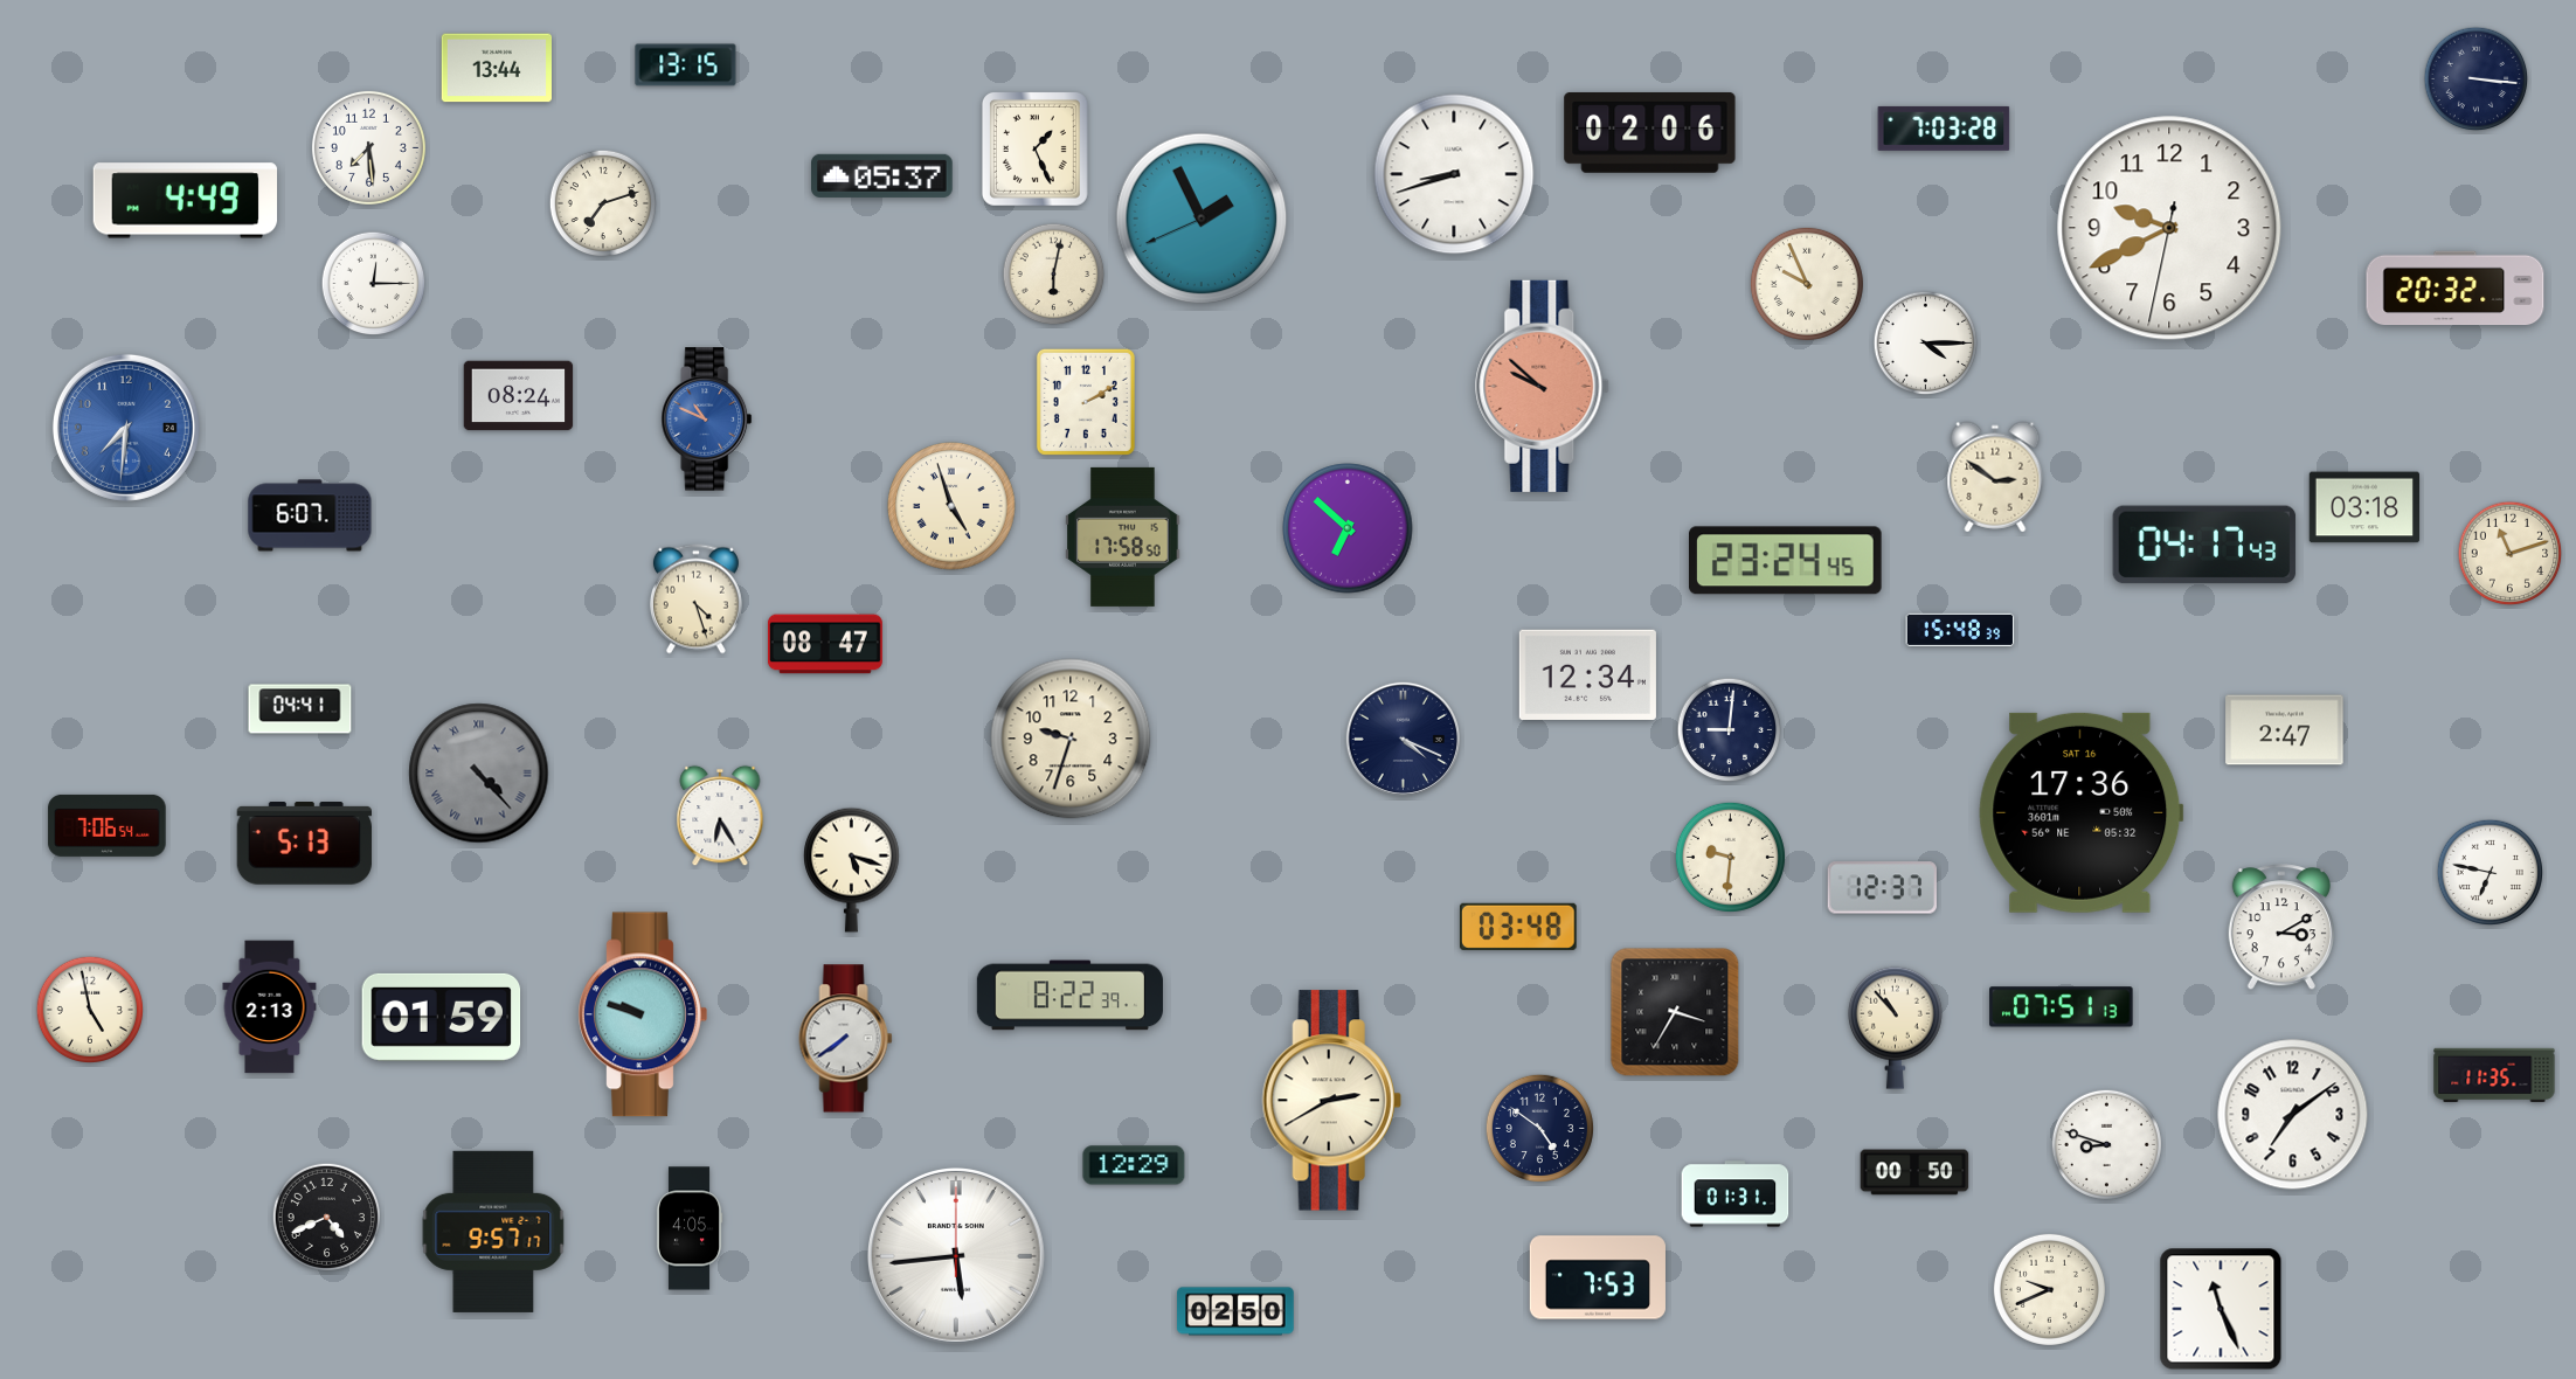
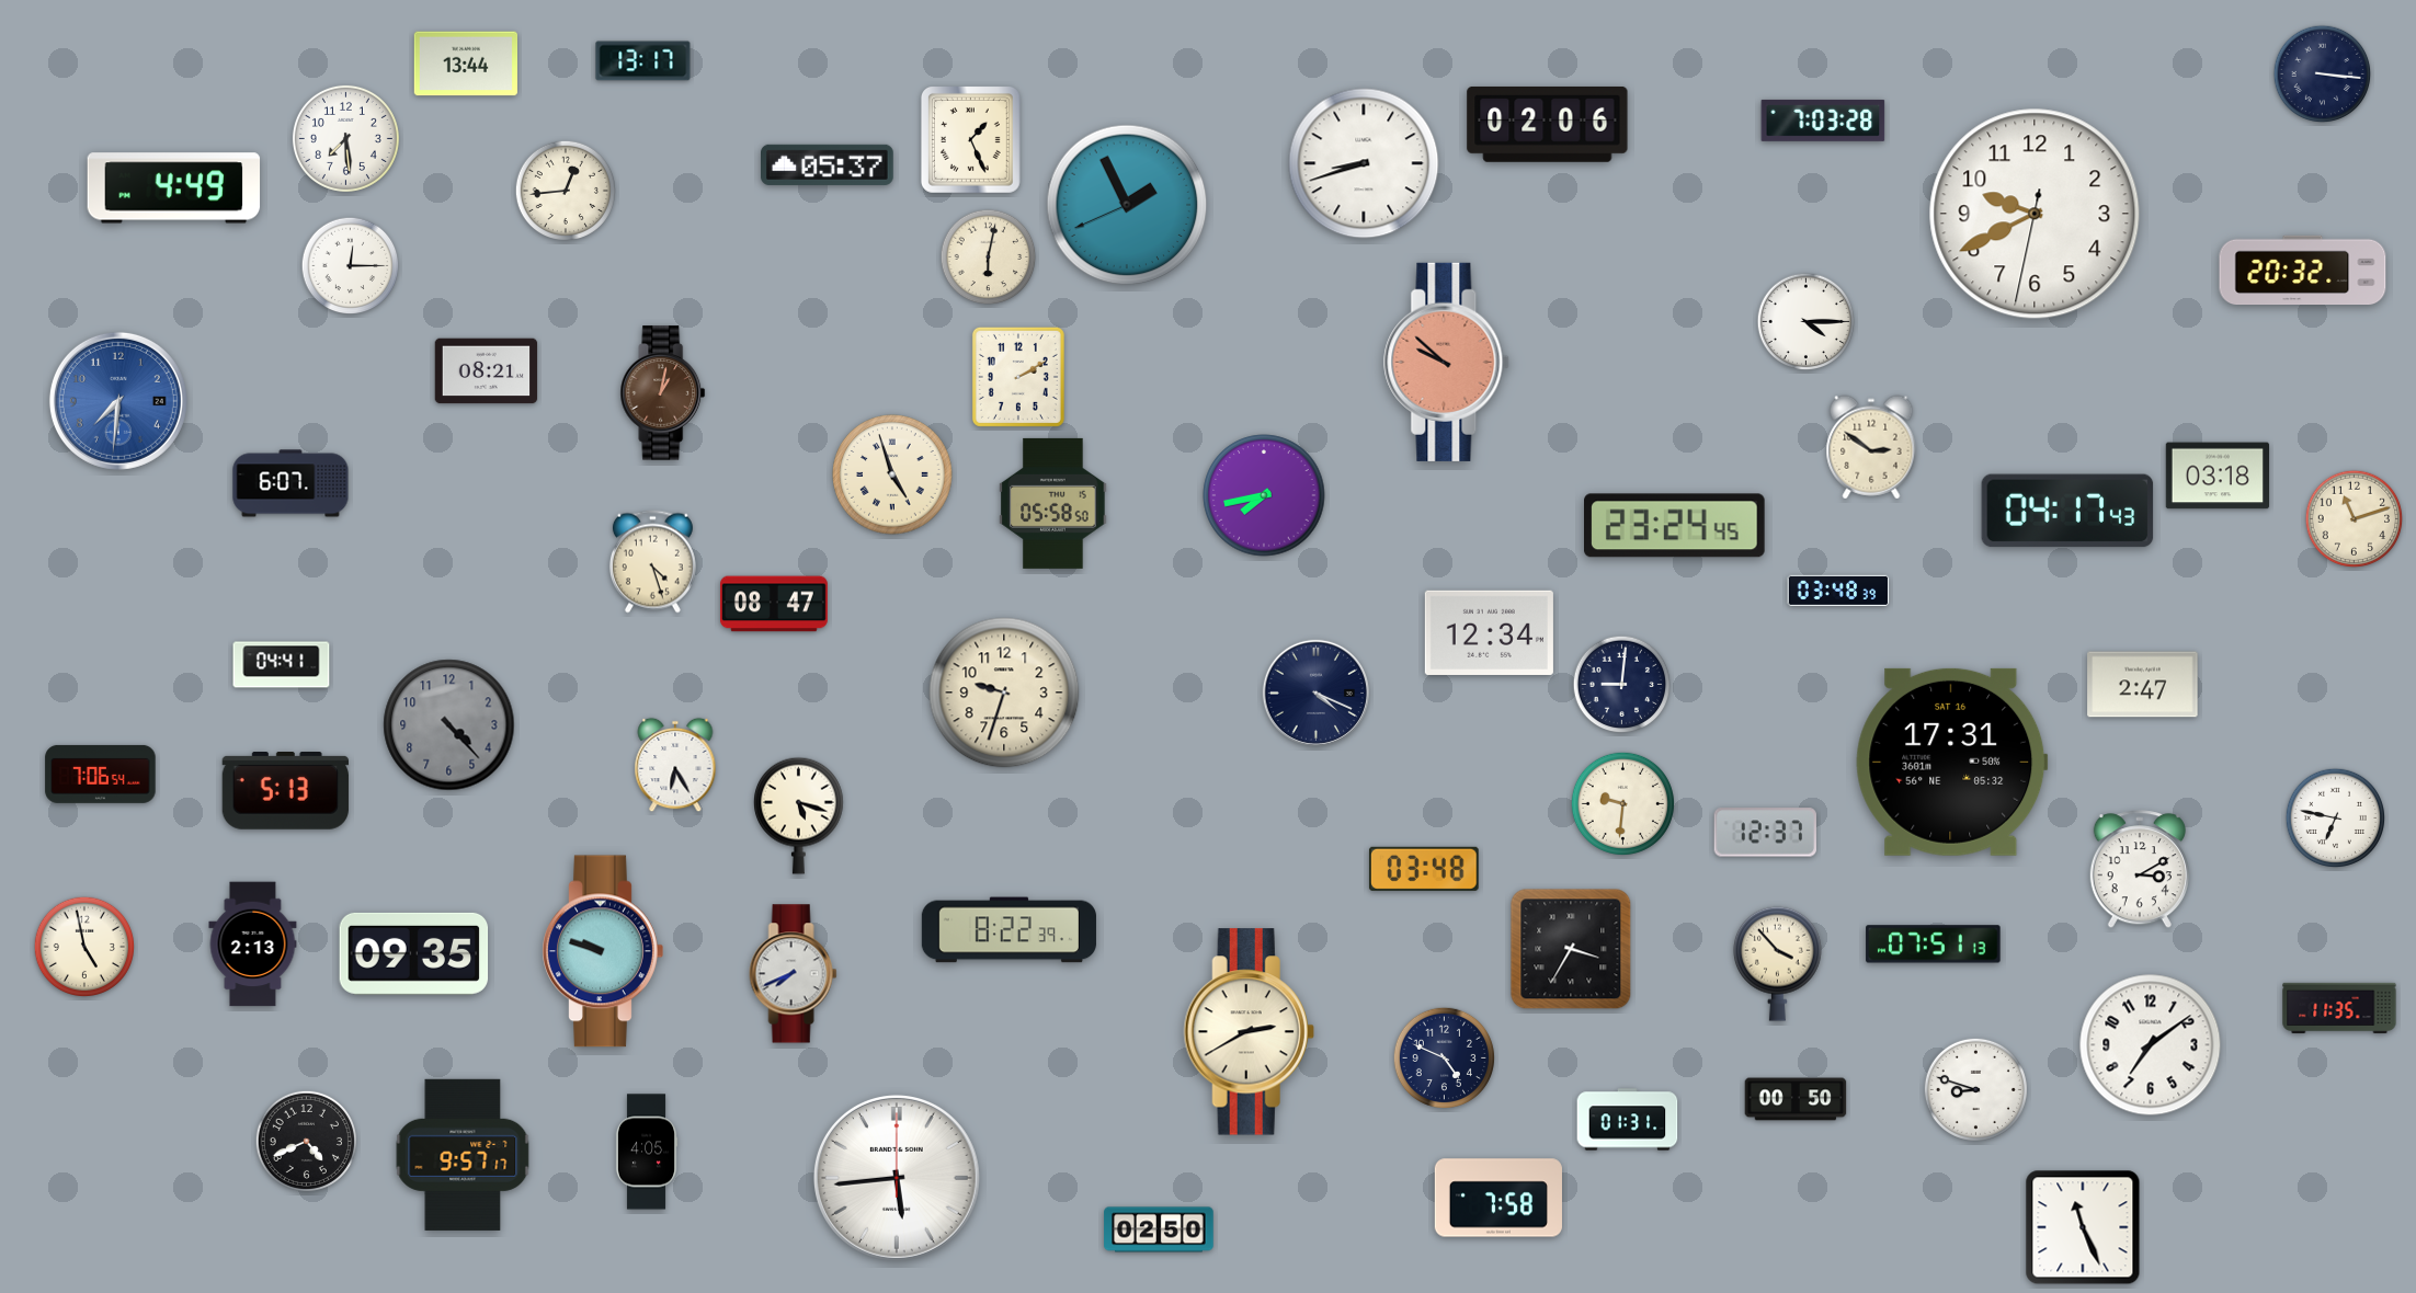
clock at (686, 65): 13:15 -> 13:17
clock at (602, 202): 7:12 -> 12:44
clock at (1807, 284): 9:56 -> none
clock at (519, 396): 08:24 -> 08:21
clock at (707, 420): 10:49 -> 1:02
clock at (707, 420) dial: blue -> brown
clock at (1348, 528): 6:52 -> 7:43
clock at (1123, 536): 17:58 -> 05:58
clock at (1960, 630): 15:48 -> 03:48
clock at (479, 774) numerals: Roman -> Arabic
clock at (2082, 812): 17:36 -> 17:31
clock at (1069, 996) position: (1069, 996) -> (1008, 930)
clock at (442, 1017): 01:59 -> 09:35
clock at (1895, 1027): 10:53 -> 3:53
clock at (846, 1039): 7:39 -> 7:41
clock at (1539, 1128): 4:51 -> 4:49
clock at (2106, 1144) position: (2106, 1144) -> (1975, 1089)
clock at (1134, 1165): 12:29 -> none
clock at (1598, 1277): 7:53 -> 7:58
clock at (2049, 1289): 9:41 -> none
